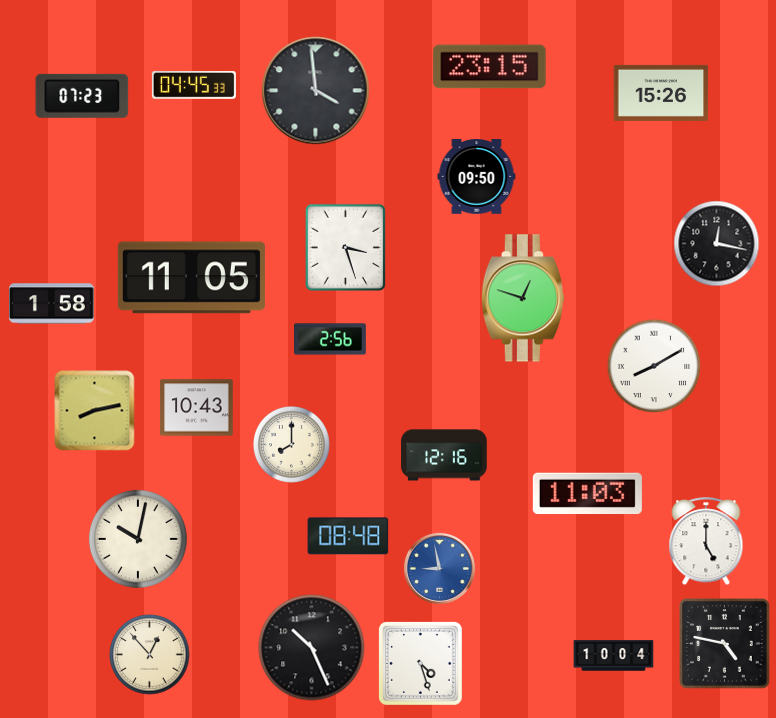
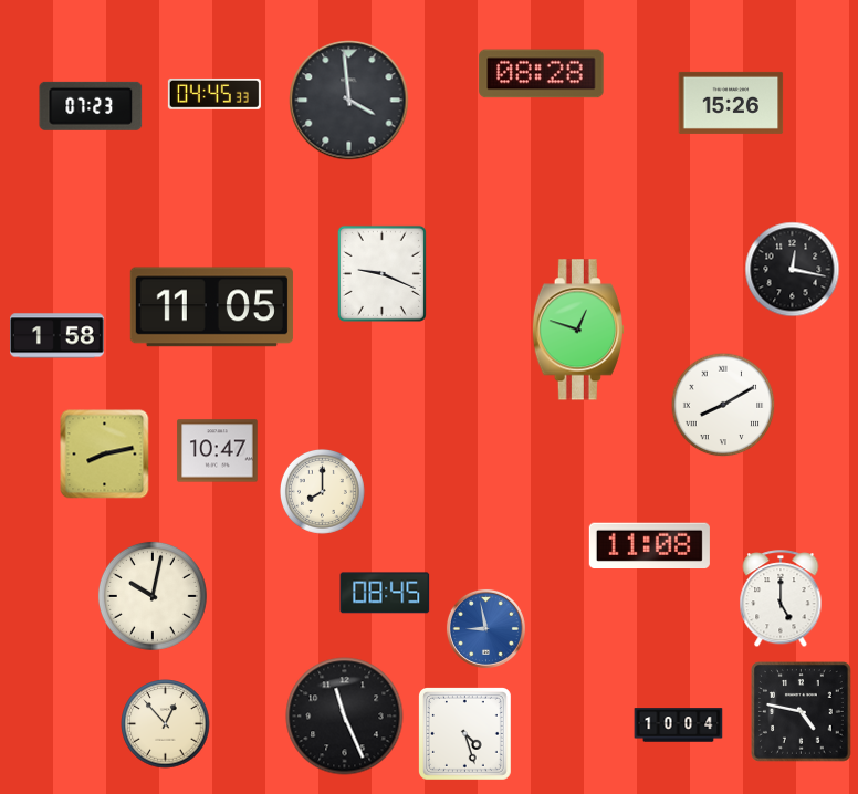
clock at (490, 67): 23:15 -> 08:28
clock at (477, 177): 09:50 -> none
clock at (345, 247): 3:27 -> 9:19
clock at (331, 339): 2:56 -> none
clock at (197, 408): 10:43 -> 10:47
clock at (444, 455): 12:16 -> none
clock at (587, 494): 11:03 -> 11:08
clock at (348, 536): 08:48 -> 08:45
clock at (312, 648): 10:26 -> 11:26
